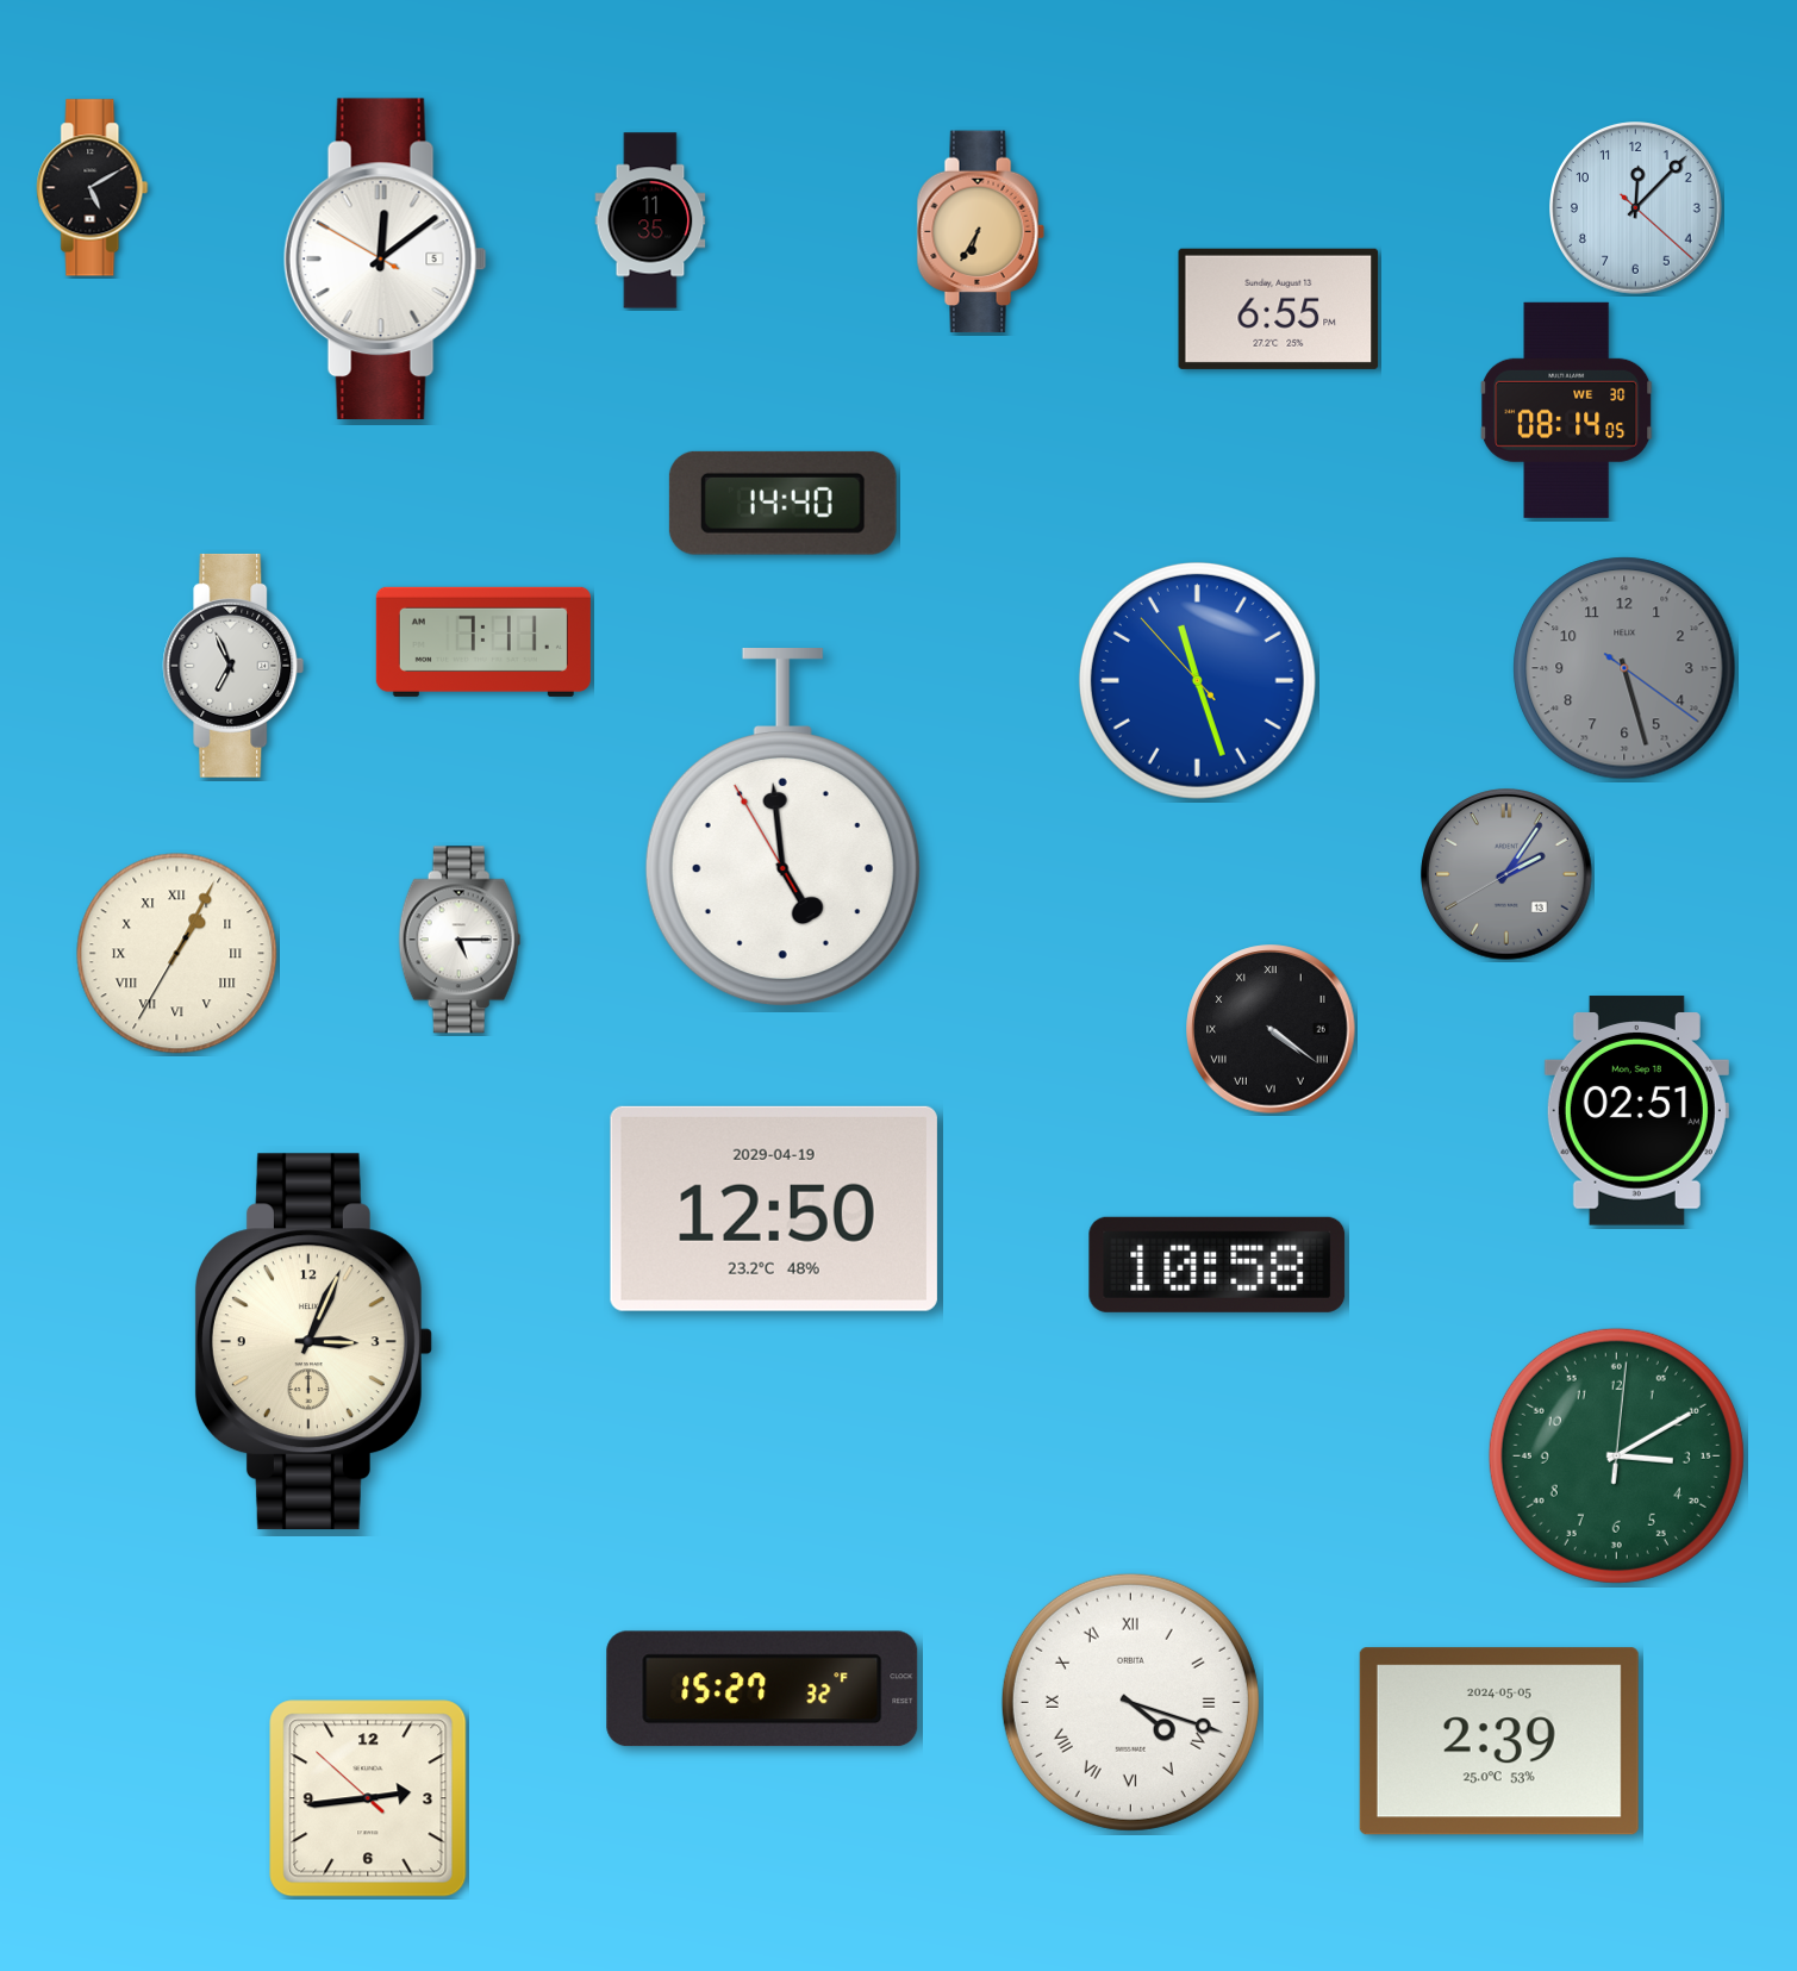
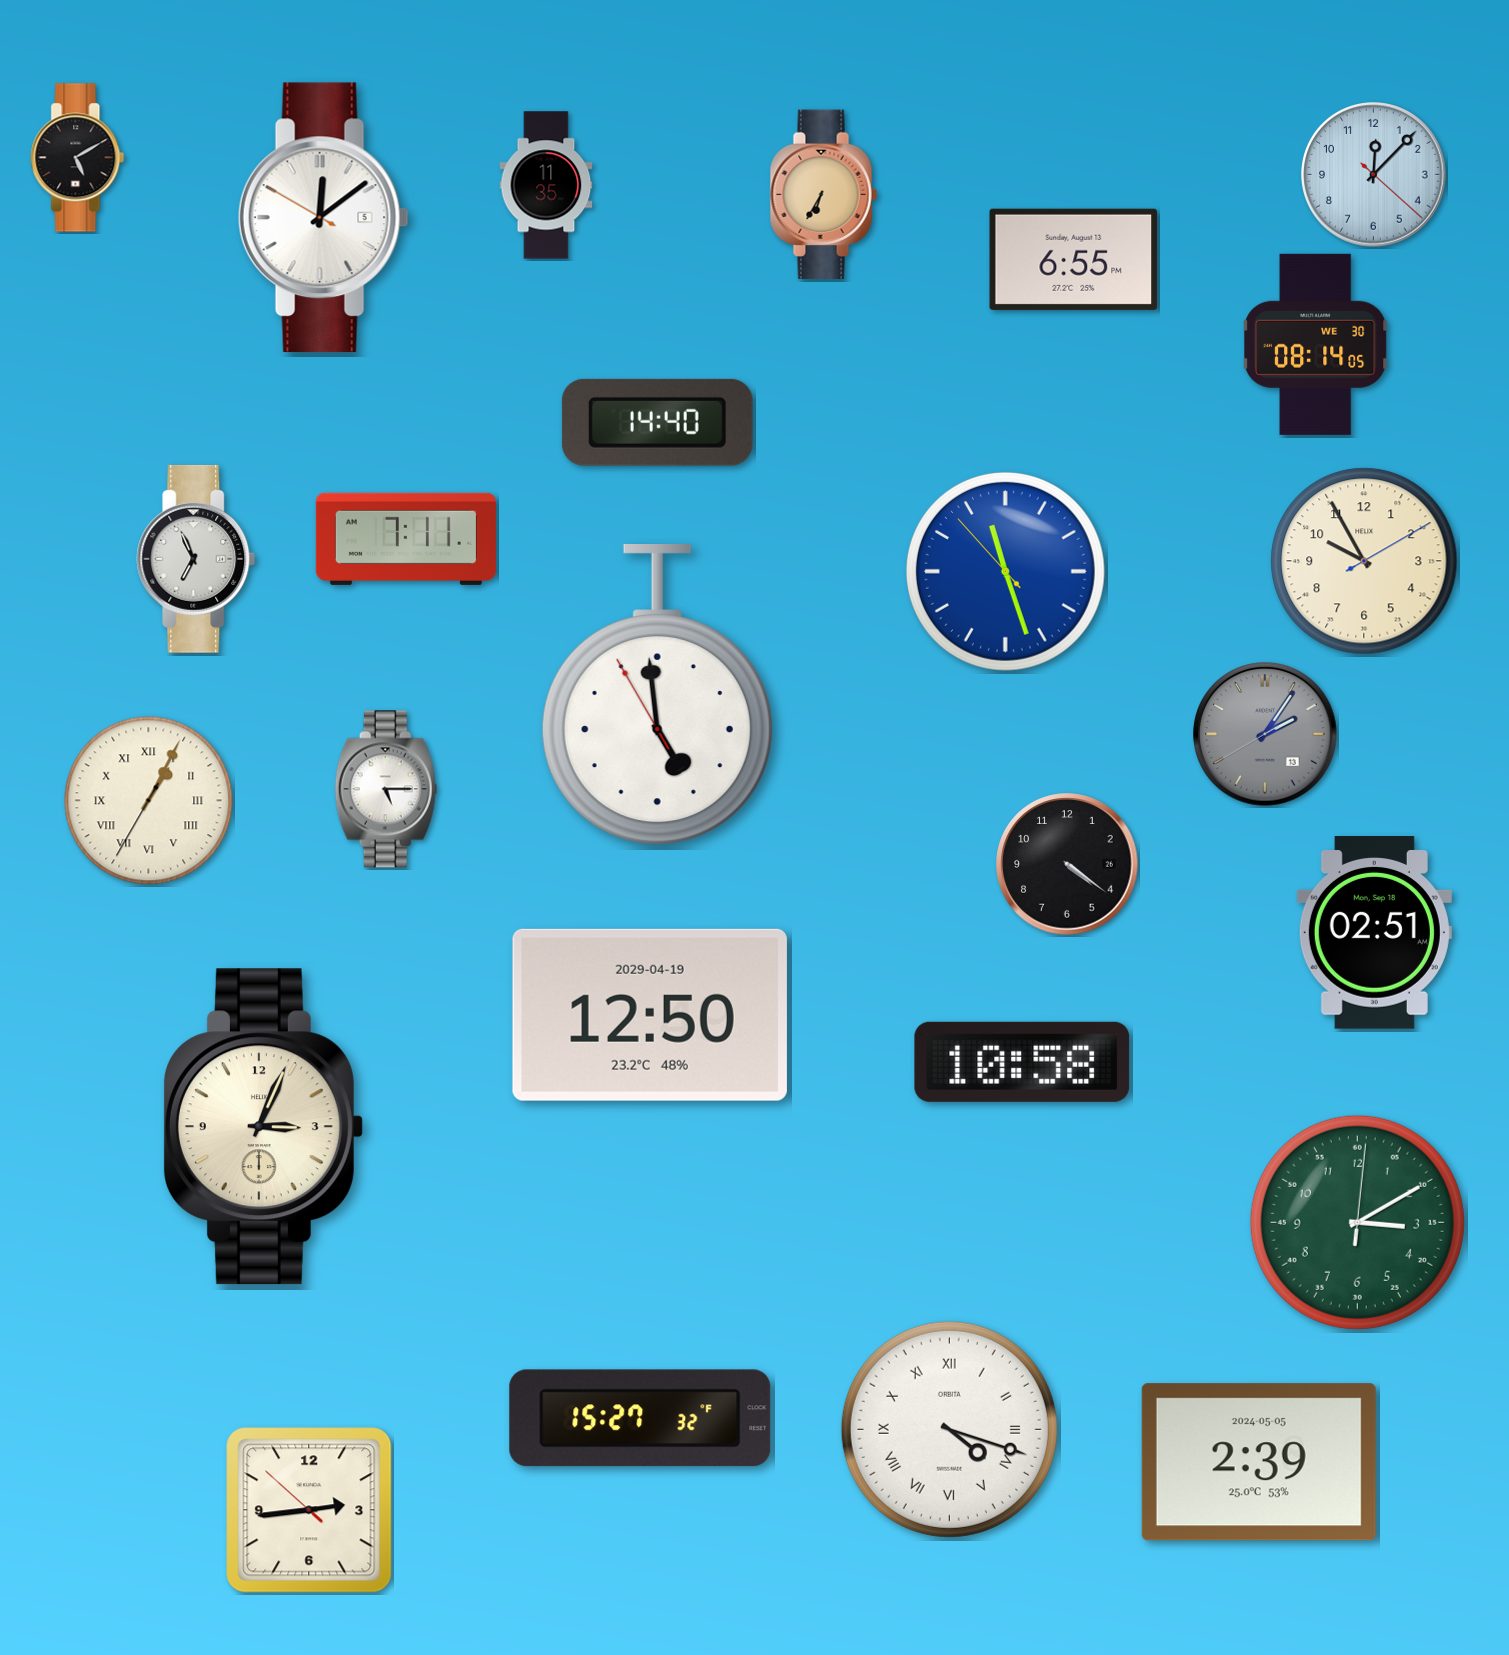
clock at (1624, 668): 5:27 -> 9:55
clock at (1624, 668) dial: grey -> cream
clock at (1271, 1029) numerals: Roman -> Arabic
